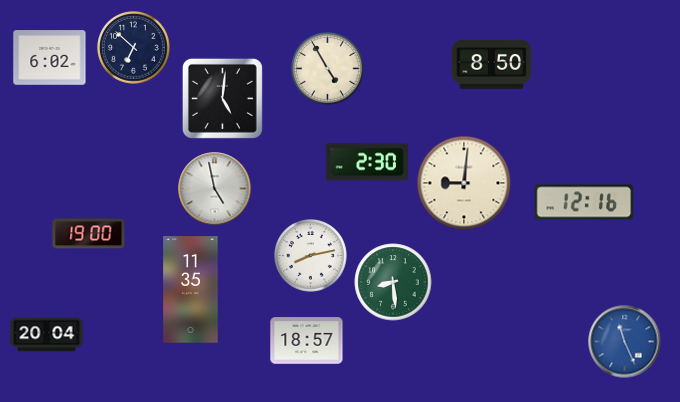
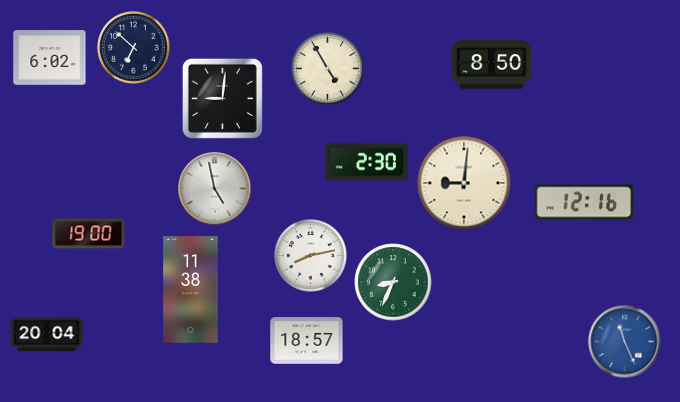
clock at (222, 98): 5:01 -> 9:01
clock at (393, 282): 8:29 -> 8:34
clock at (191, 290): 11:35 -> 11:38
